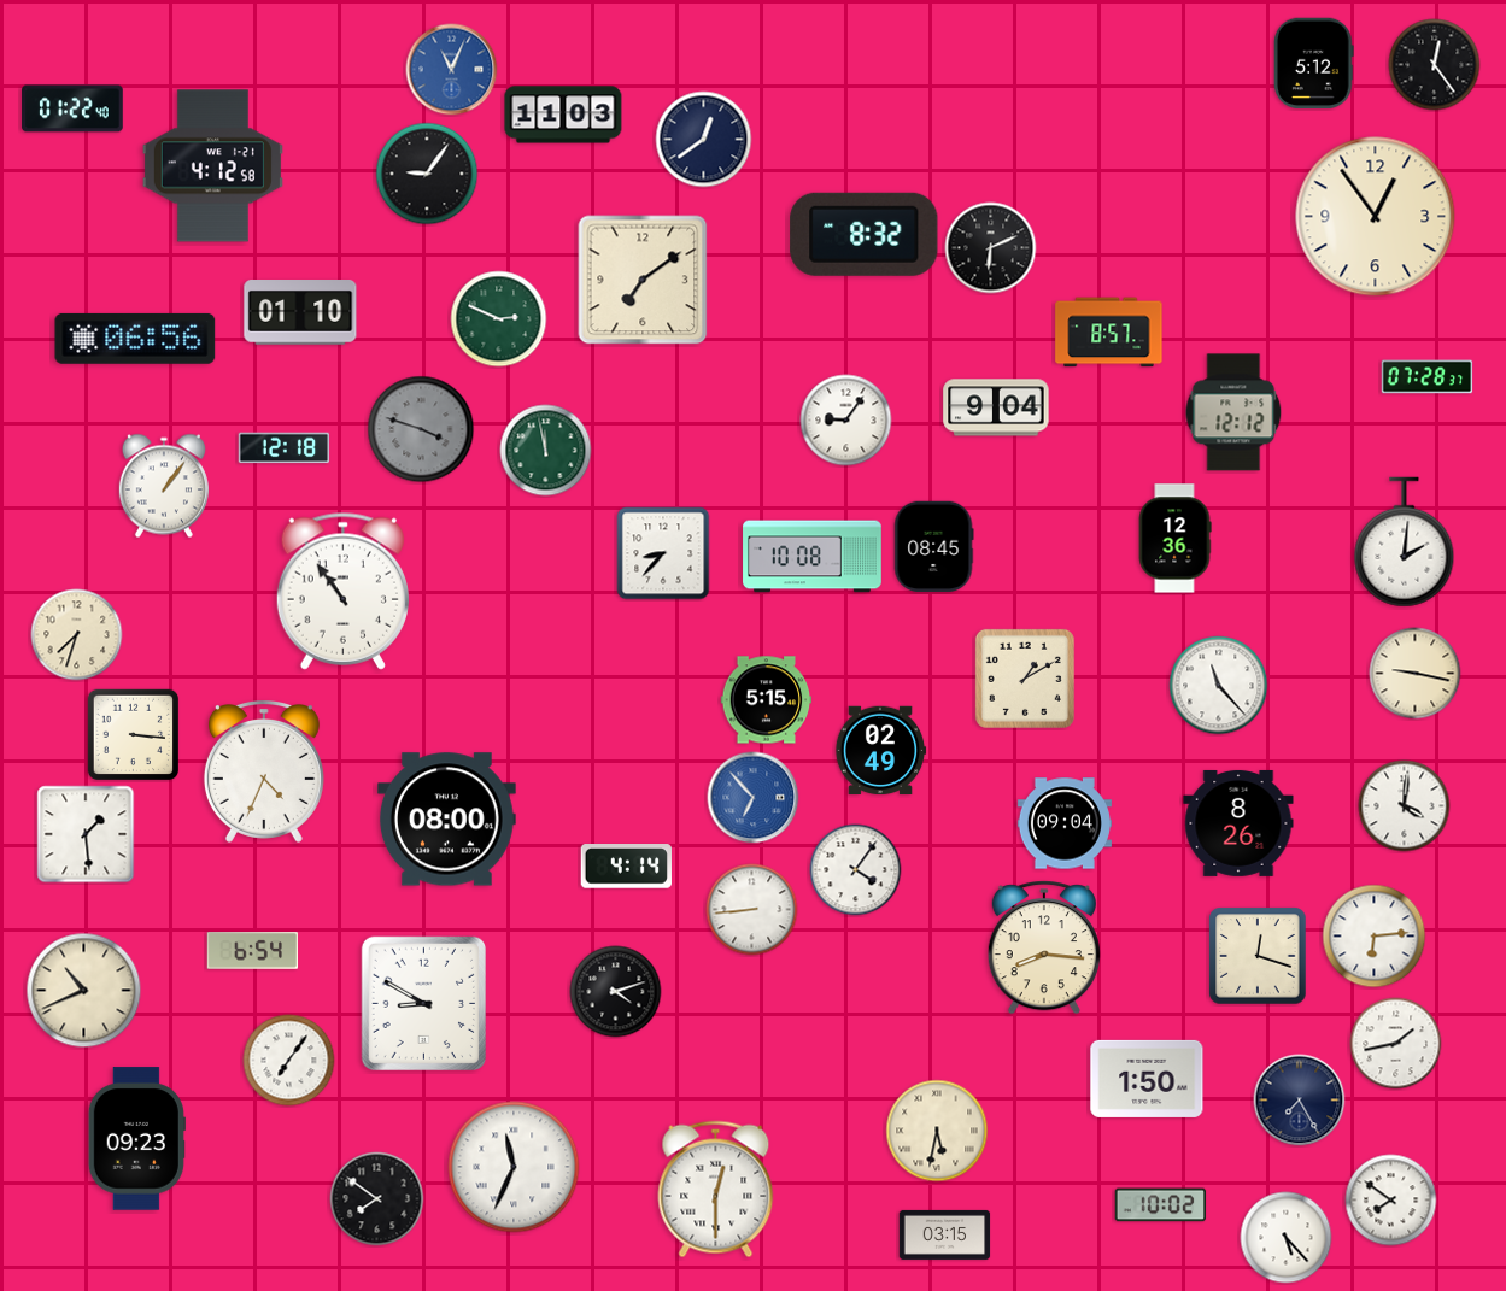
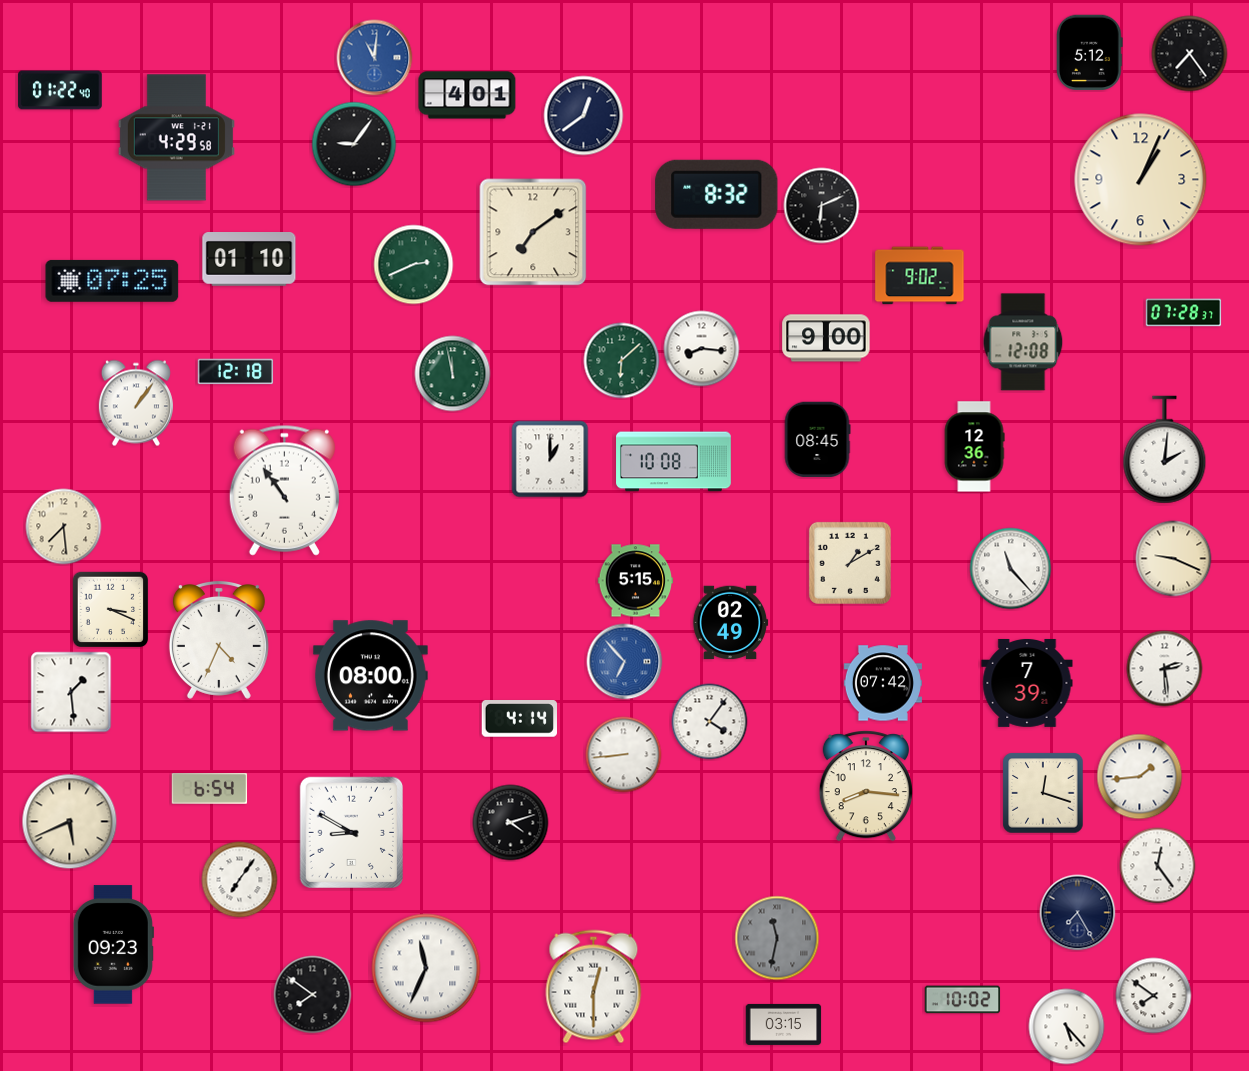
clock at (1435, 65): 12:24 -> 7:24
clock at (452, 70): 11:04 -> 11:01
clock at (563, 115): 11:03 -> 4:01
clock at (212, 166): 4:12 -> 4:29
clock at (1376, 217): 12:54 -> 1:04
clock at (499, 319): 2:49 -> 2:41
clock at (1109, 333): 8:57 -> 9:02
clock at (135, 339): 06:56 -> 07:25
clock at (996, 407): 9:04 -> 9:00
clock at (1233, 412): 12:12 -> 12:08
clock at (846, 421): 9:06 -> 8:16
clock at (421, 429): 3:48 -> none
clock at (622, 361): none -> 6:08
clock at (933, 547) position: (933, 547) -> (817, 440)
clock at (663, 553): 8:37 -> 1:00
clock at (77, 635): 7:33 -> 7:29
clock at (1416, 674): 9:17 -> 9:19
clock at (133, 734): 3:16 -> 3:19
clock at (1405, 806): 4:01 -> 2:29
clock at (446, 820) position: (446, 820) -> (370, 676)
clock at (1065, 823): 09:04 -> 07:42
clock at (1238, 823): 8:26 -> 7:39
clock at (1375, 937): 6:14 -> 1:44
clock at (84, 991): 10:41 -> 5:41
clock at (1396, 1044): 1:43 -> 12:24
clock at (1147, 1079): 1:50 -> none
clock at (937, 1131): 5:32 -> 11:32
clock at (937, 1131) dial: cream -> grey
